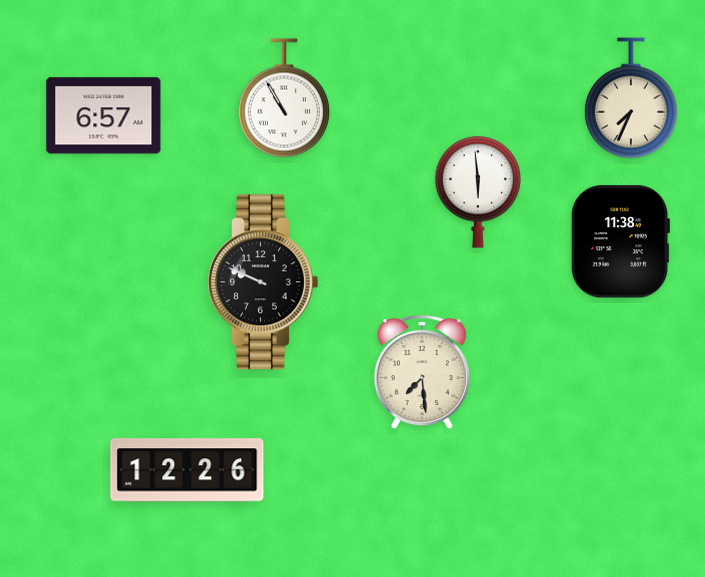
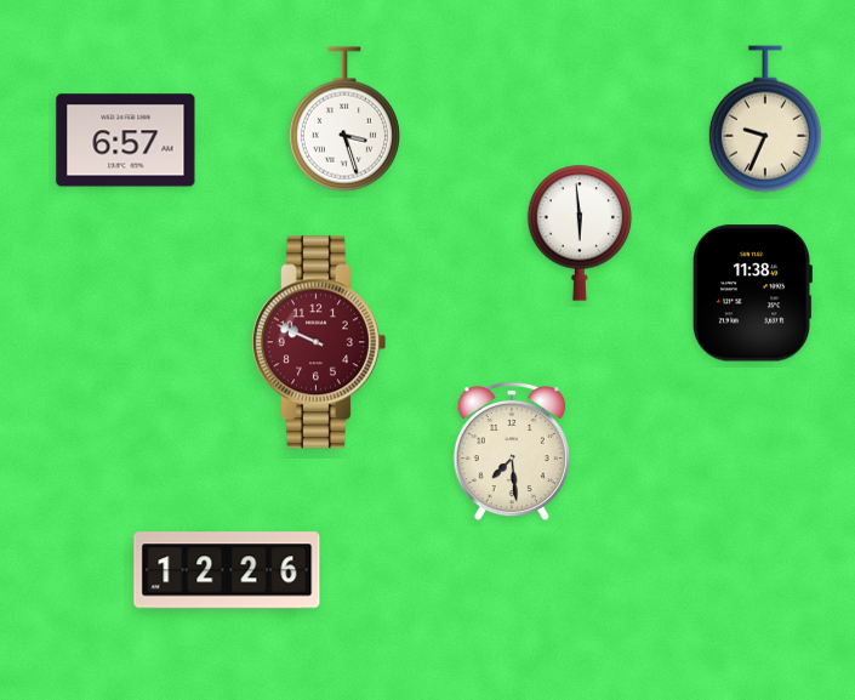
clock at (284, 98): 10:55 -> 3:27
clock at (631, 98): 7:34 -> 9:34
clock at (262, 282) dial: black -> burgundy
